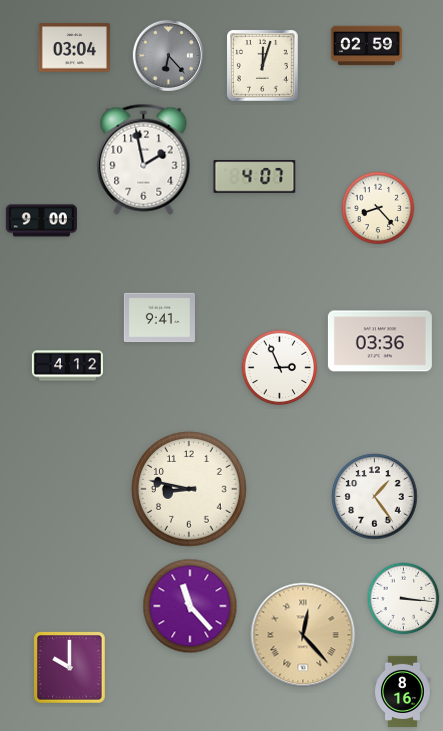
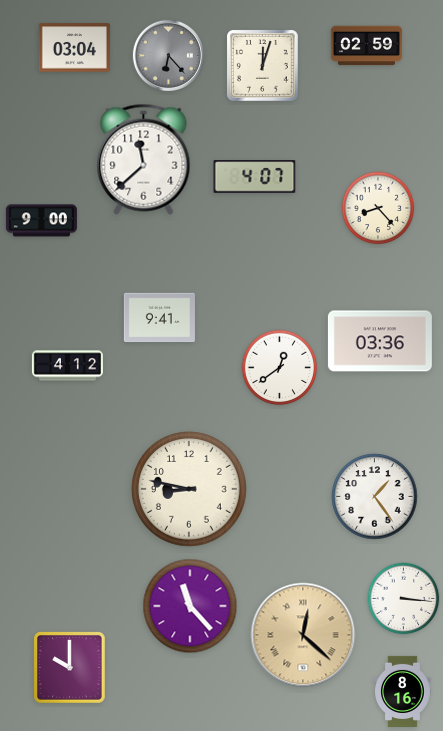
clock at (144, 159): 1:58 -> 11:38
clock at (280, 368): 2:56 -> 12:39
clock at (303, 635): 12:23 -> 12:22
